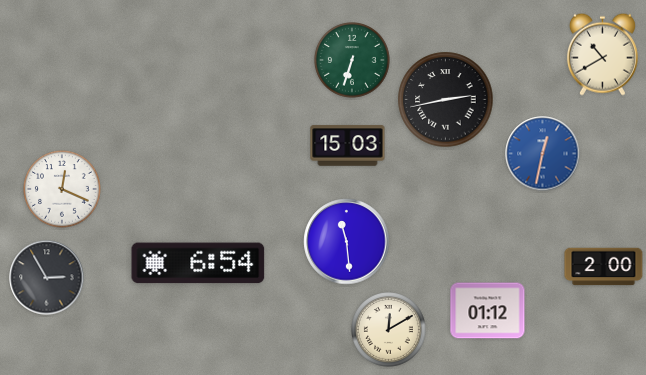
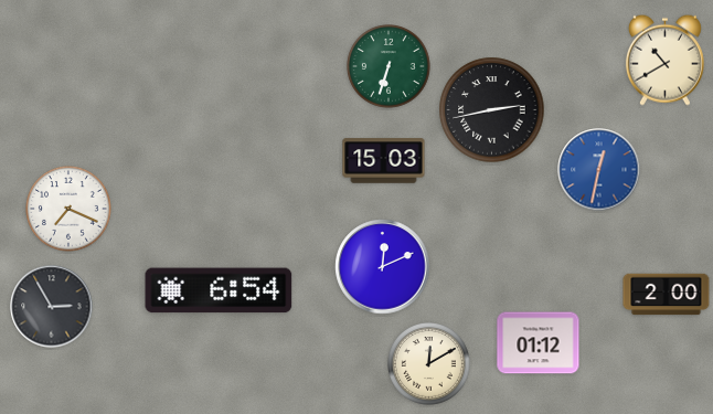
clock at (62, 189): 12:19 -> 7:19
clock at (347, 242): 11:29 -> 12:11
